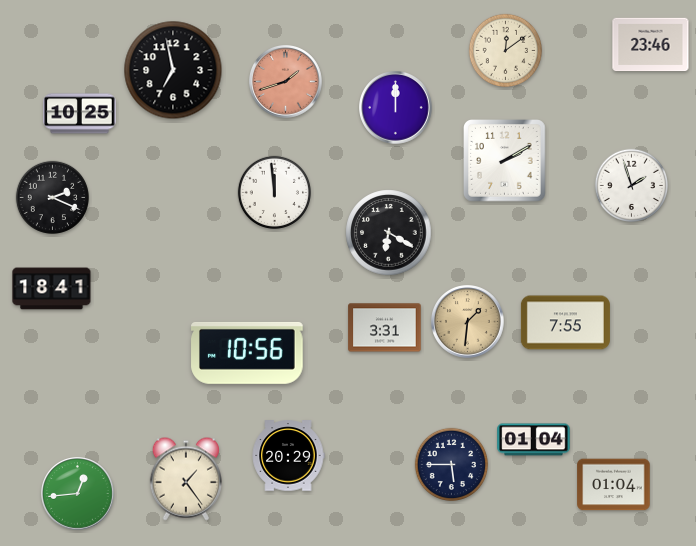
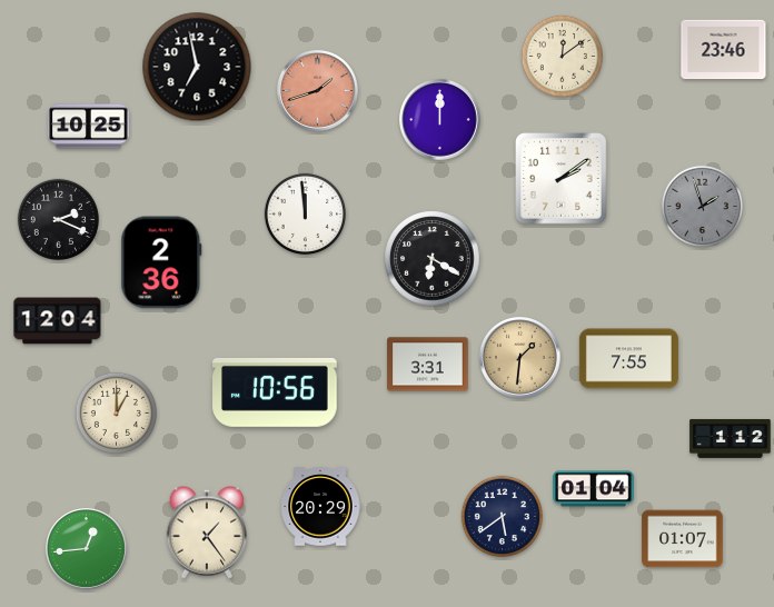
clock at (173, 70) position: (173, 70) -> (197, 67)
clock at (505, 161): 2:10 -> 2:09
clock at (631, 185) dial: white -> grey
clock at (161, 262): none -> 2:36
clock at (52, 289): 18:41 -> 12:04
clock at (116, 412): none -> 1:00
clock at (731, 438): none -> 1:12
clock at (451, 464): 5:45 -> 5:39
clock at (614, 485): 01:04 -> 01:07
